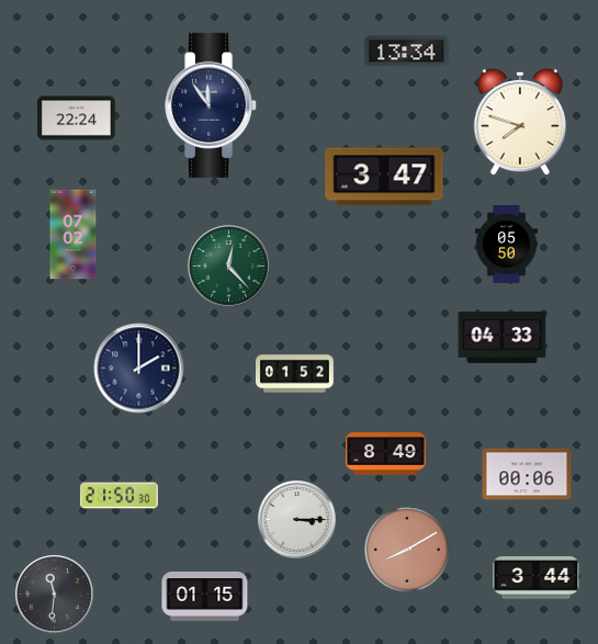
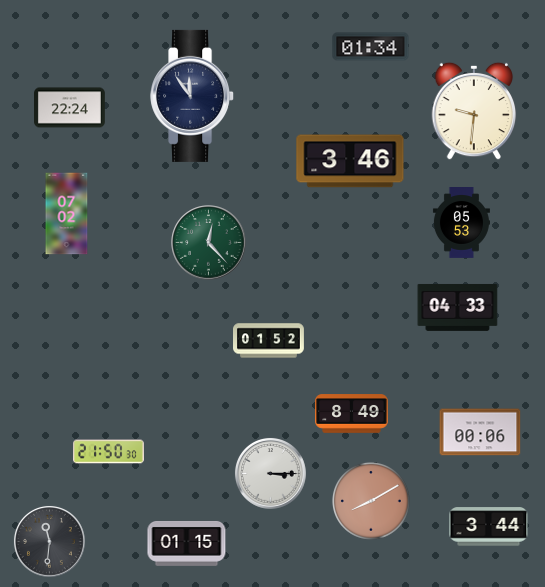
clock at (407, 52): 13:34 -> 01:34
clock at (520, 122): 7:48 -> 9:31
clock at (384, 177): 3:47 -> 3:46
clock at (506, 245): 05:50 -> 05:53
clock at (139, 369): 2:00 -> none
